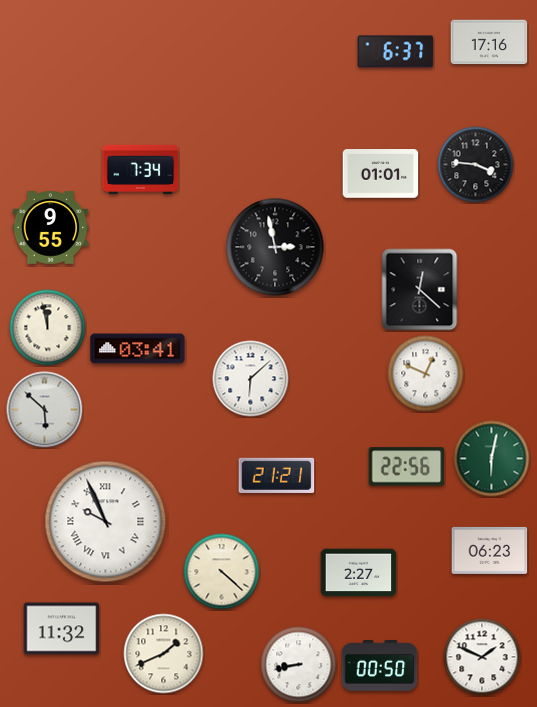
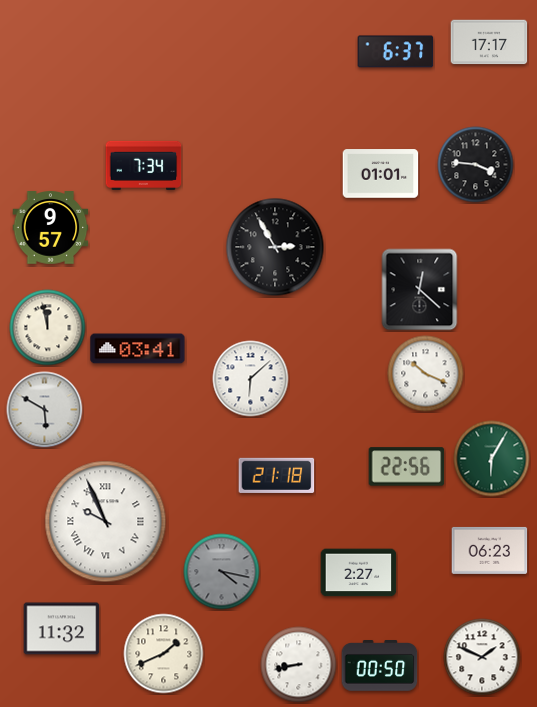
clock at (489, 42): 17:16 -> 17:17
clock at (141, 169) position: (141, 169) -> (144, 165)
clock at (51, 228): 9:55 -> 9:57
clock at (275, 247): 2:58 -> 2:55
clock at (426, 374): 12:49 -> 10:19
clock at (45, 410): 5:52 -> 5:50
clock at (492, 459): 6:02 -> 6:05
clock at (277, 475): 21:21 -> 21:18
clock at (222, 572): 4:22 -> 4:17
clock at (222, 572) dial: cream -> grey
